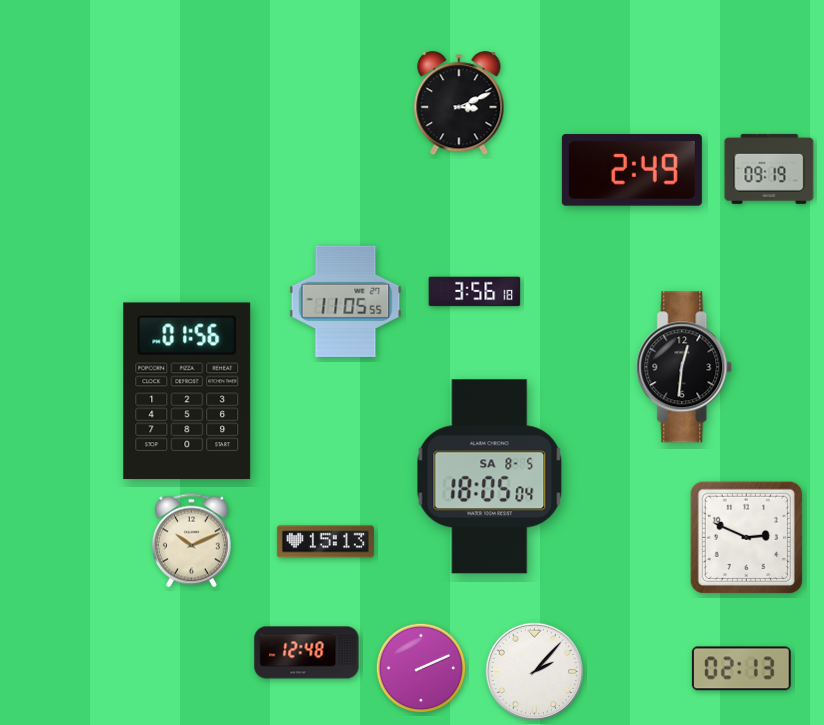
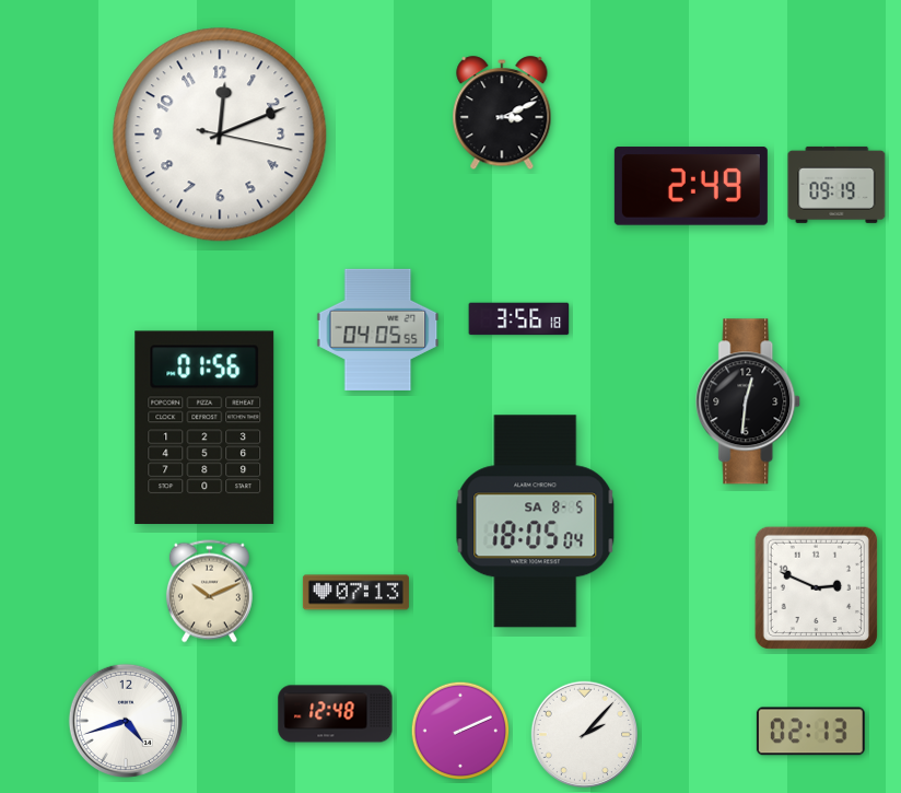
clock at (220, 135): none -> 12:11
clock at (769, 169) position: (769, 169) -> (836, 185)
clock at (346, 301): 11:05 -> 04:05
clock at (325, 542): 15:13 -> 07:13
clock at (126, 721): none -> 4:42
